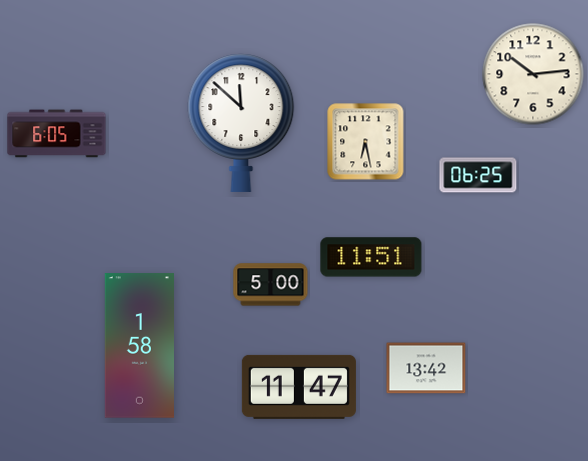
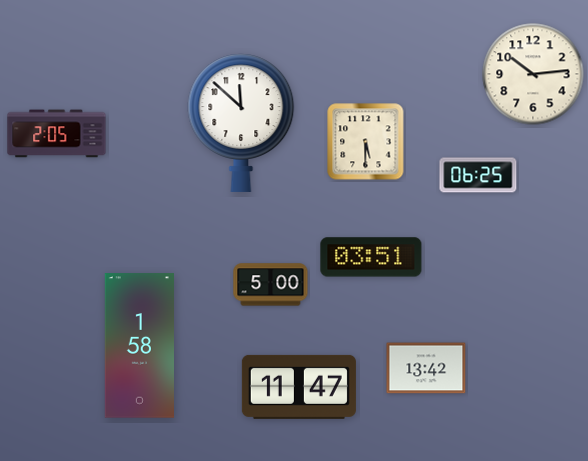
clock at (57, 134): 6:05 -> 2:05
clock at (366, 142): 6:28 -> 5:30
clock at (371, 257): 11:51 -> 03:51
